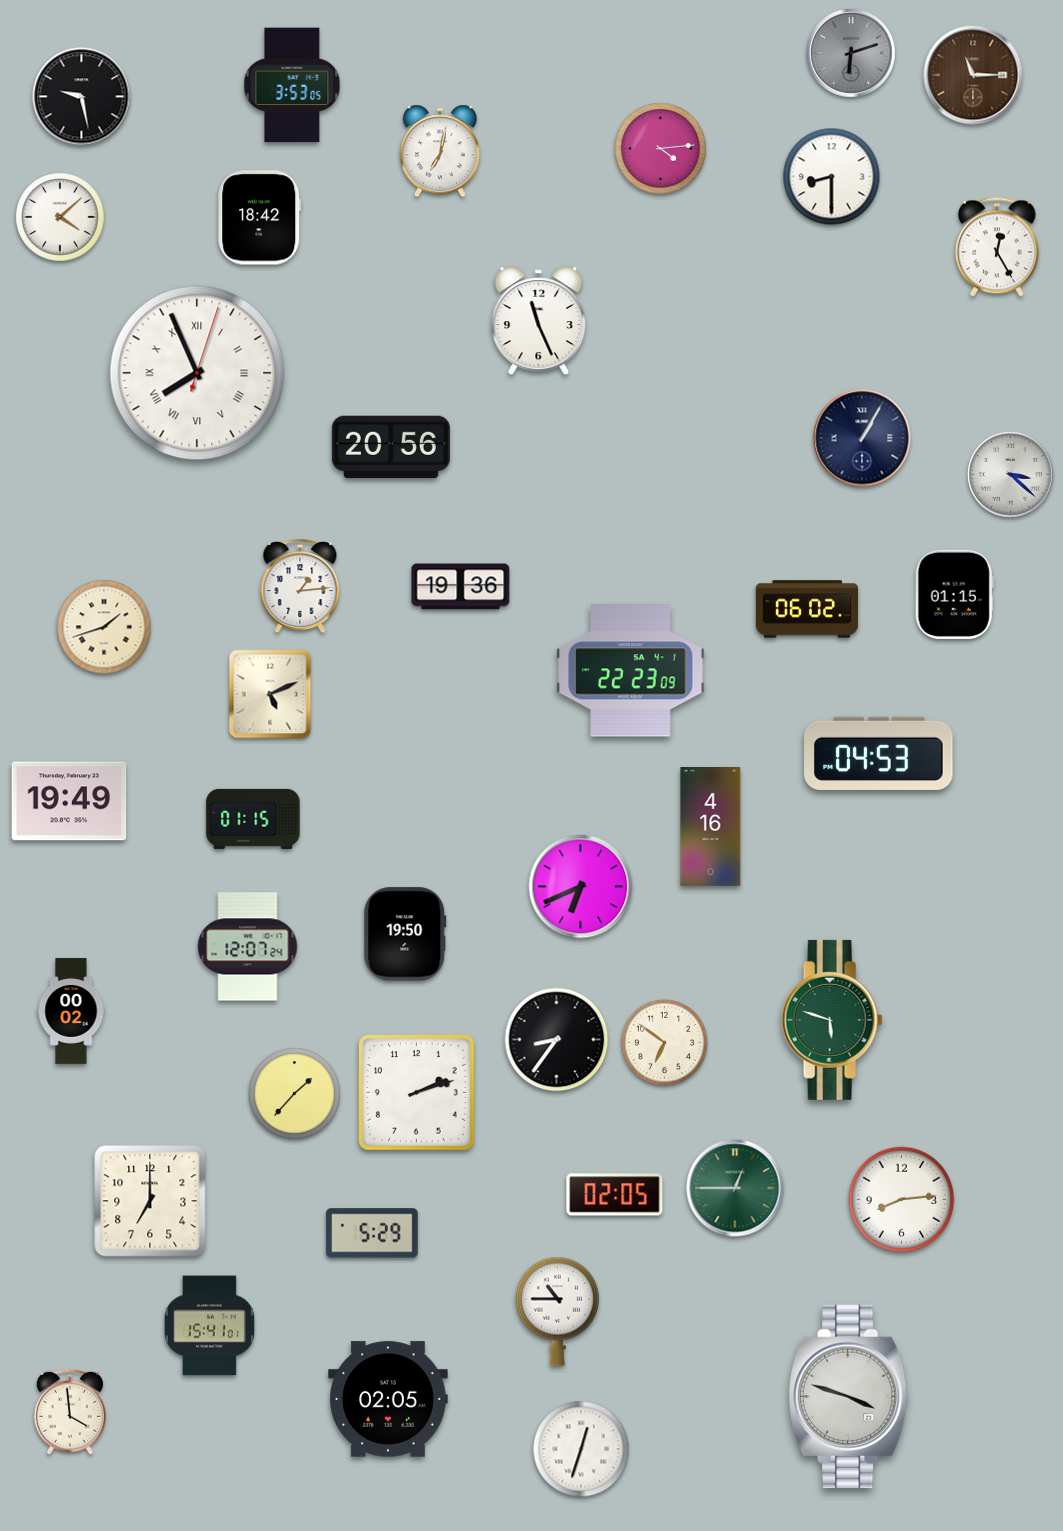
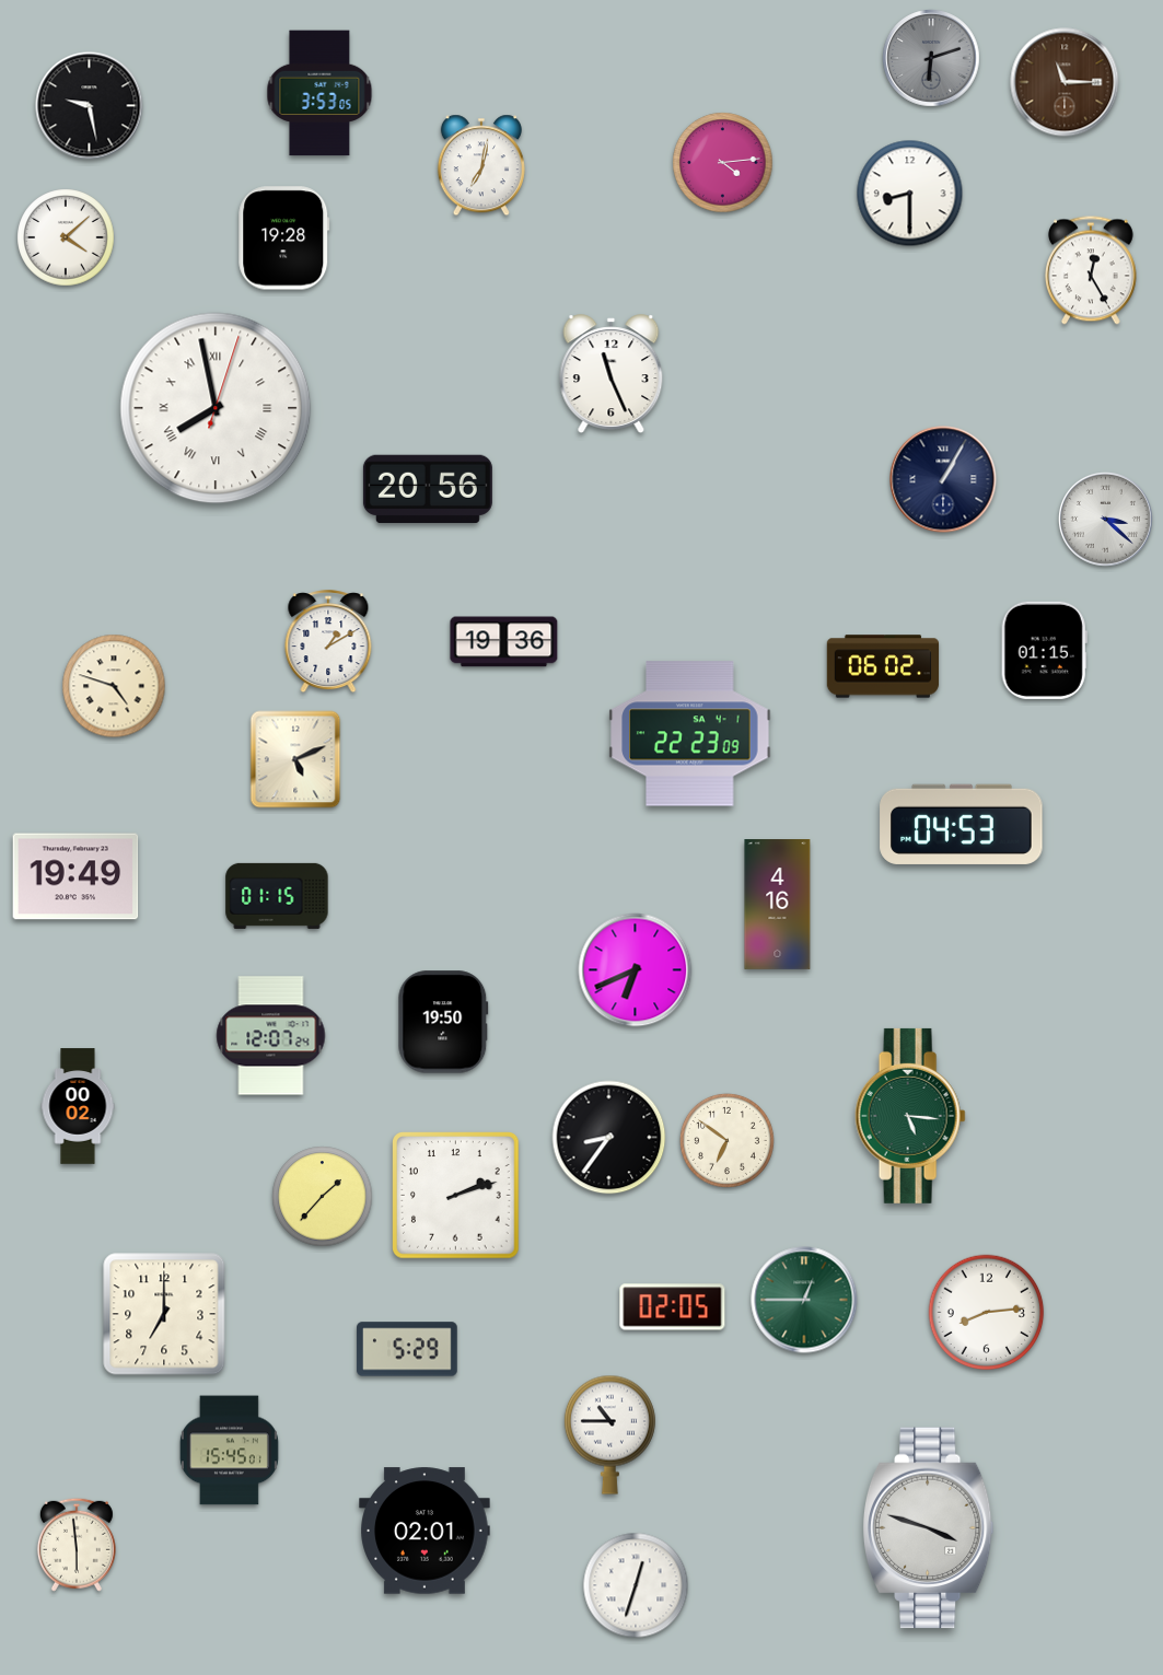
clock at (260, 218): 18:42 -> 19:28
clock at (539, 320) position: (539, 320) -> (612, 373)
clock at (197, 373): 7:56 -> 7:58
clock at (300, 587): 1:14 -> 1:10
clock at (104, 627): 1:42 -> 4:48
clock at (832, 1020): 5:48 -> 5:16
clock at (209, 1326): 15:41 -> 15:45
clock at (388, 1399): 02:05 -> 02:01
clock at (70, 1412): 3:59 -> 5:59
